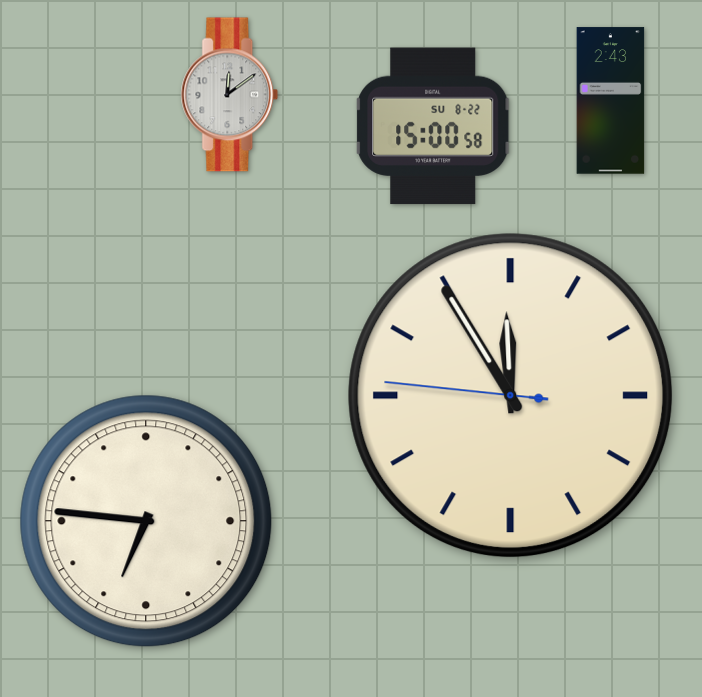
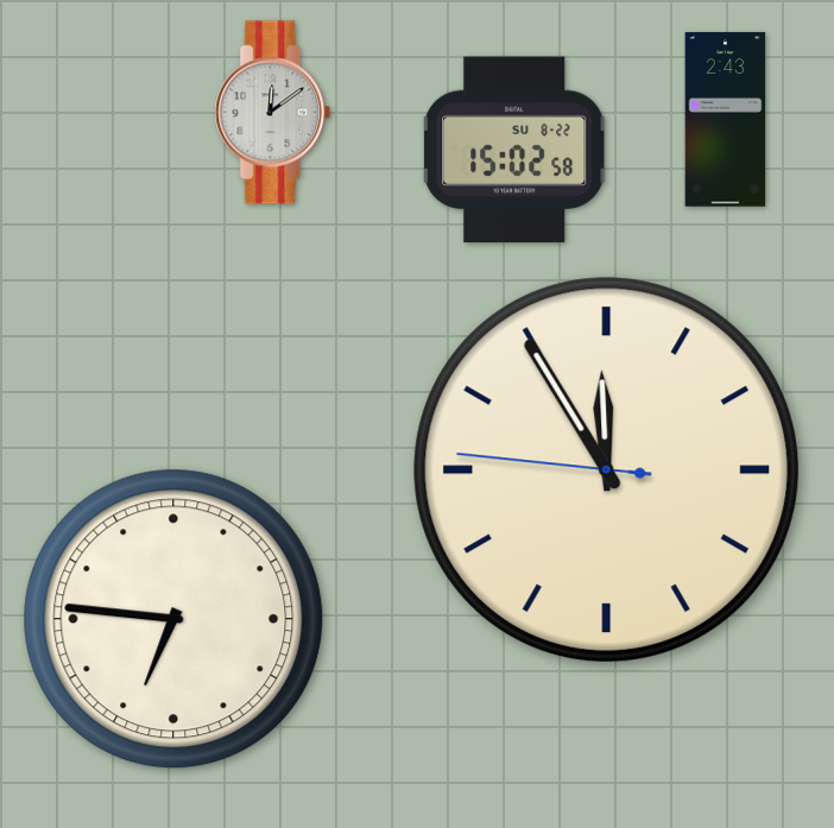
clock at (433, 126): 15:00 -> 15:02
